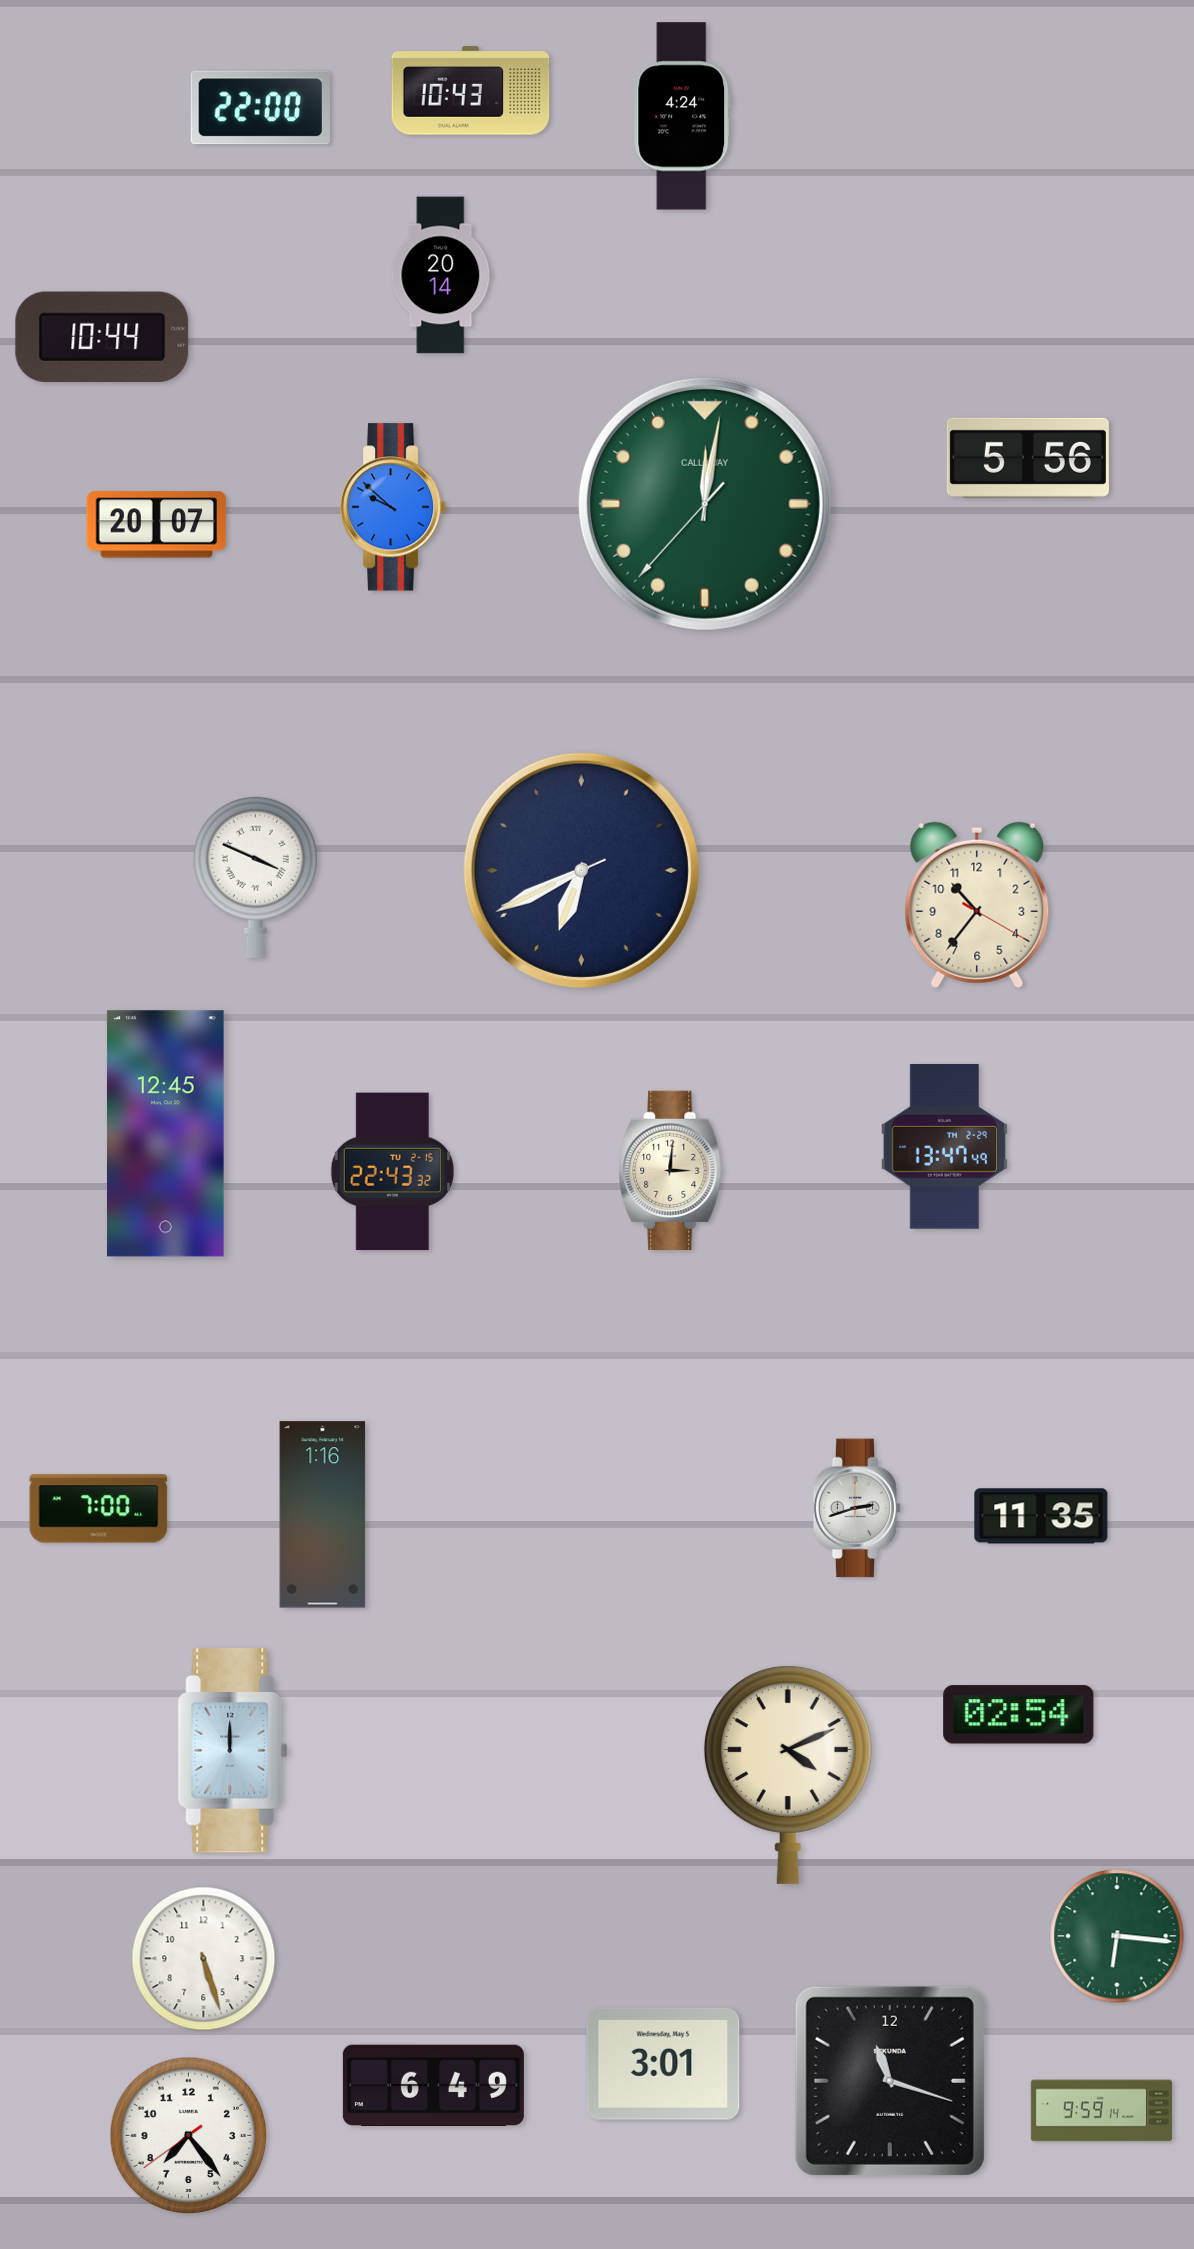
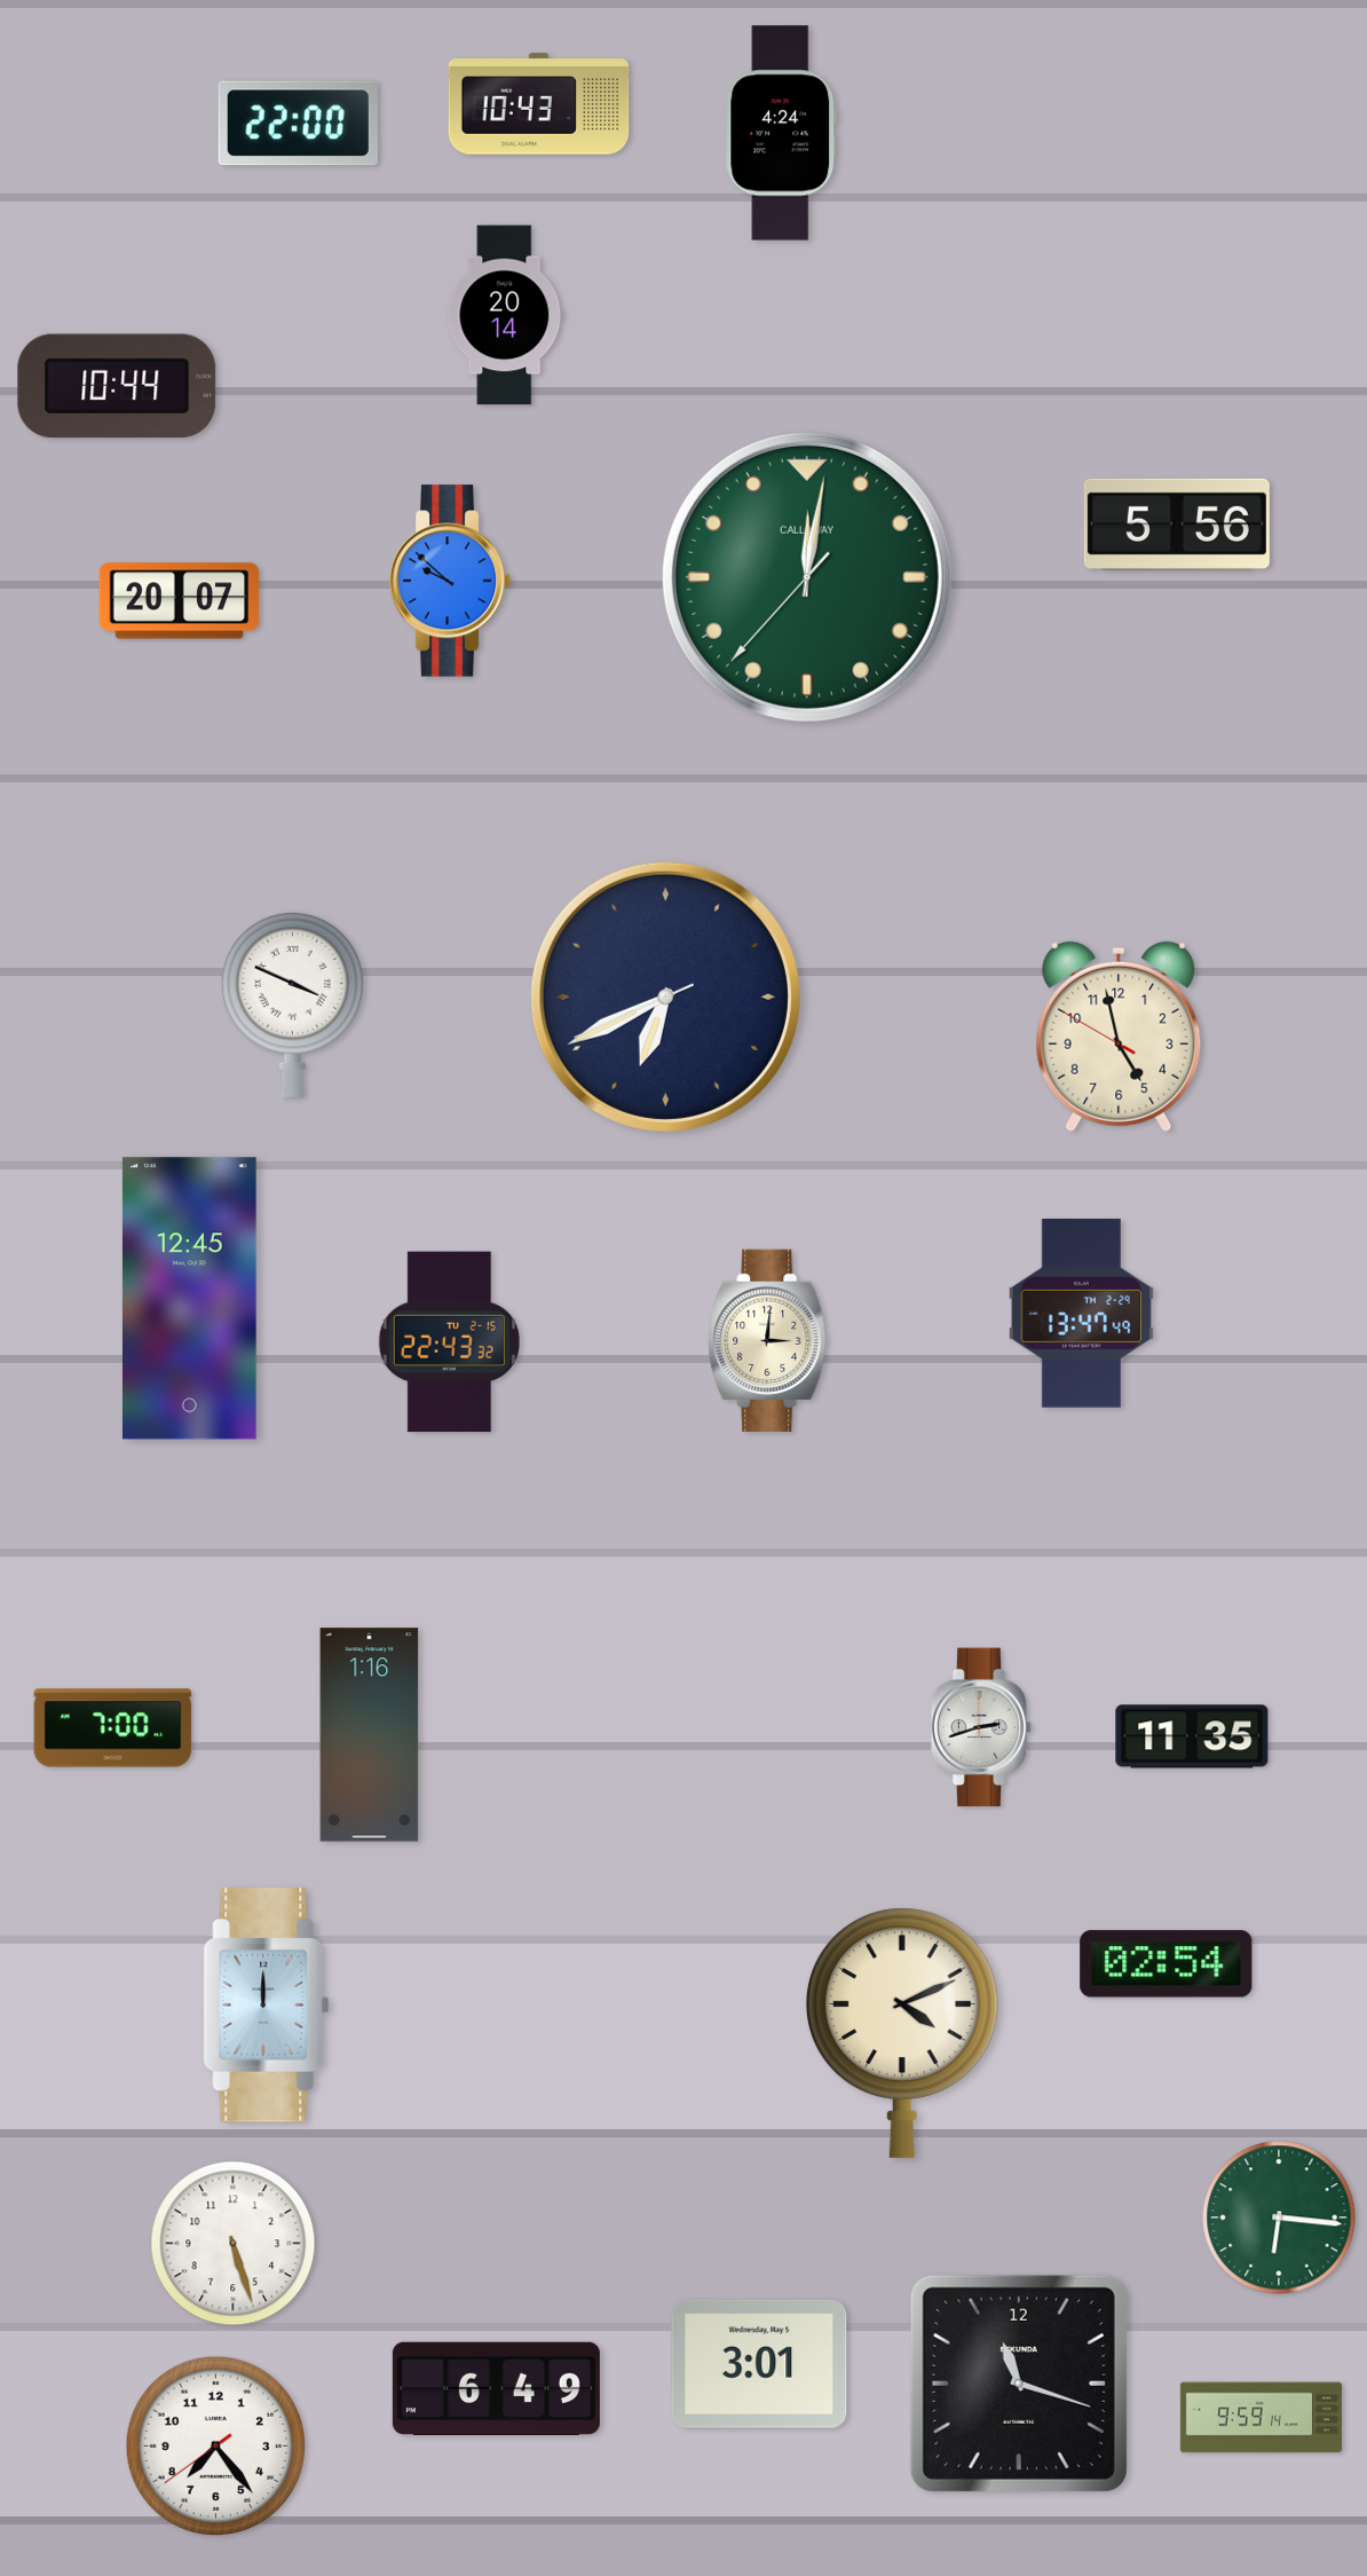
clock at (977, 905): 10:36 -> 4:57
